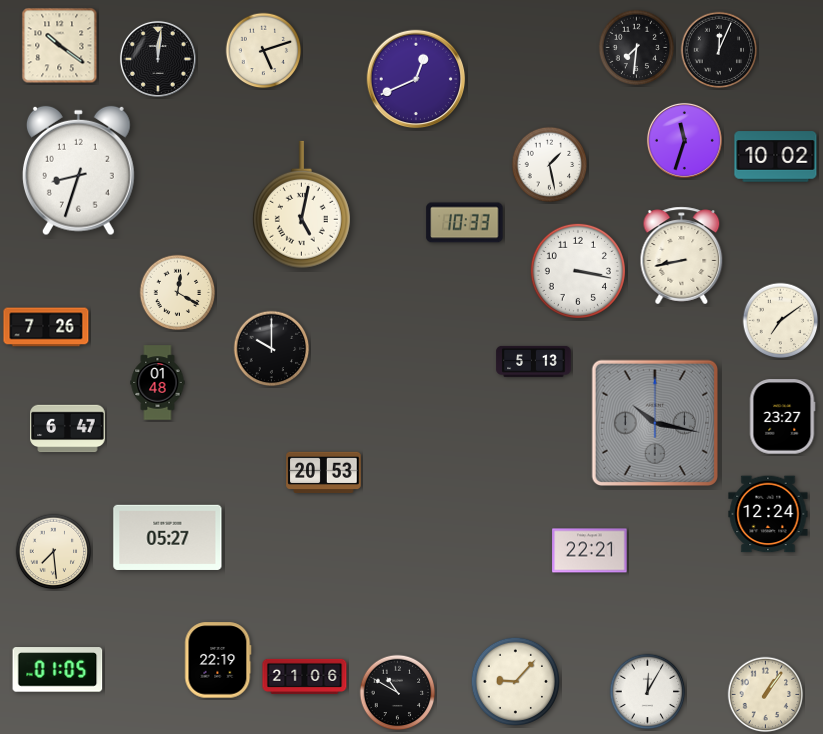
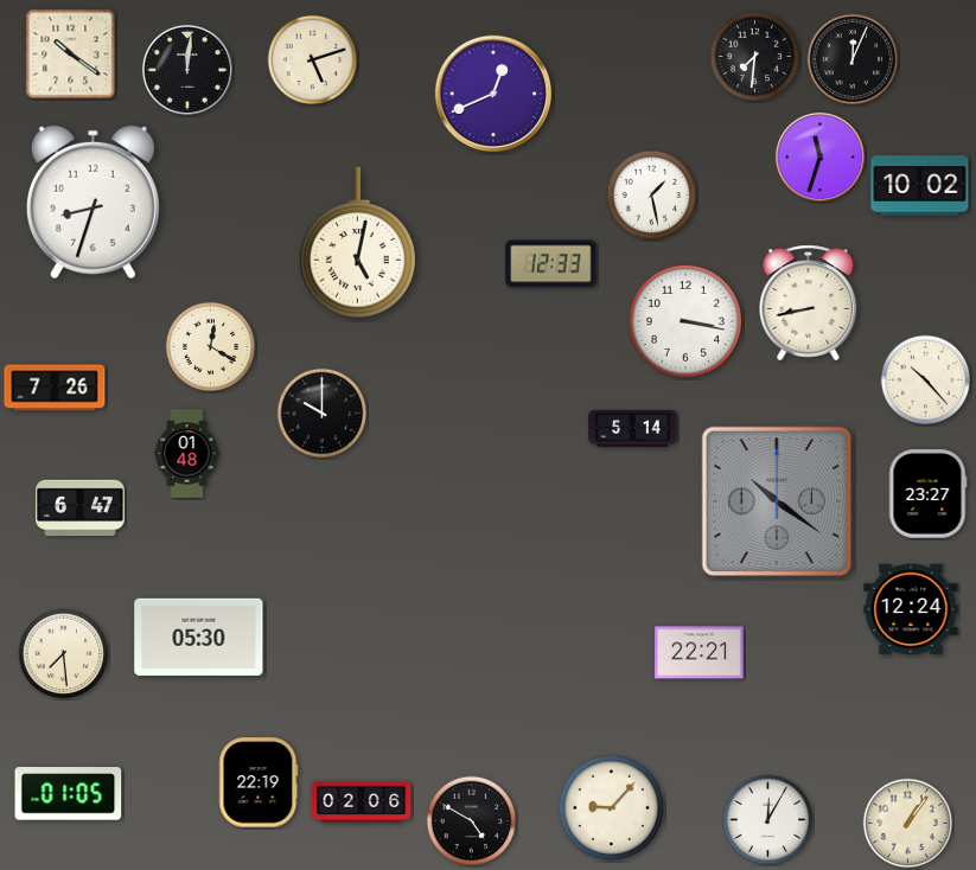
clock at (684, 140) position: (684, 140) -> (819, 156)
clock at (465, 223): 10:33 -> 12:33
clock at (781, 321): 7:09 -> 10:23
clock at (534, 361): 5:13 -> 5:14
clock at (654, 422): 10:17 -> 10:21
clock at (324, 472): 20:53 -> none
clock at (168, 537): 05:27 -> 05:30
clock at (305, 676): 21:06 -> 02:06
clock at (398, 693): 10:50 -> 4:50
